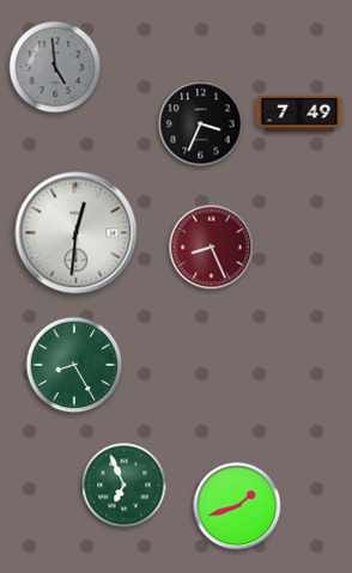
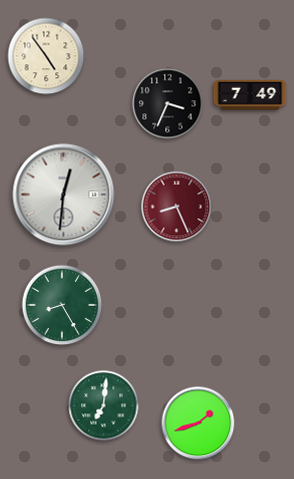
clock at (55, 67): 4:59 -> 4:54
clock at (55, 67) dial: grey -> cream
clock at (125, 486): 6:56 -> 7:01
